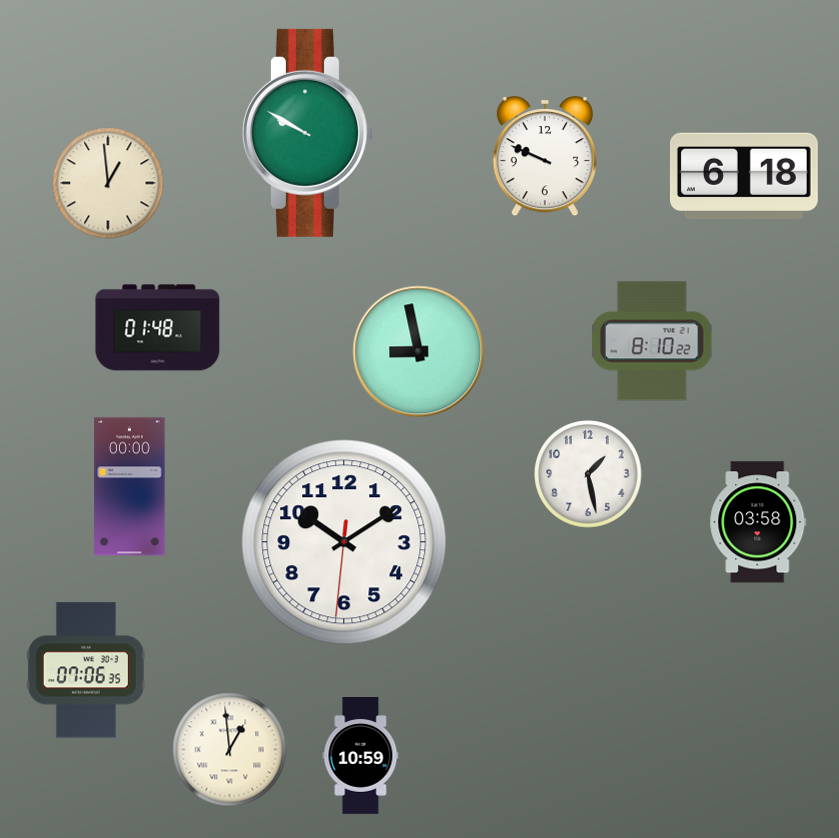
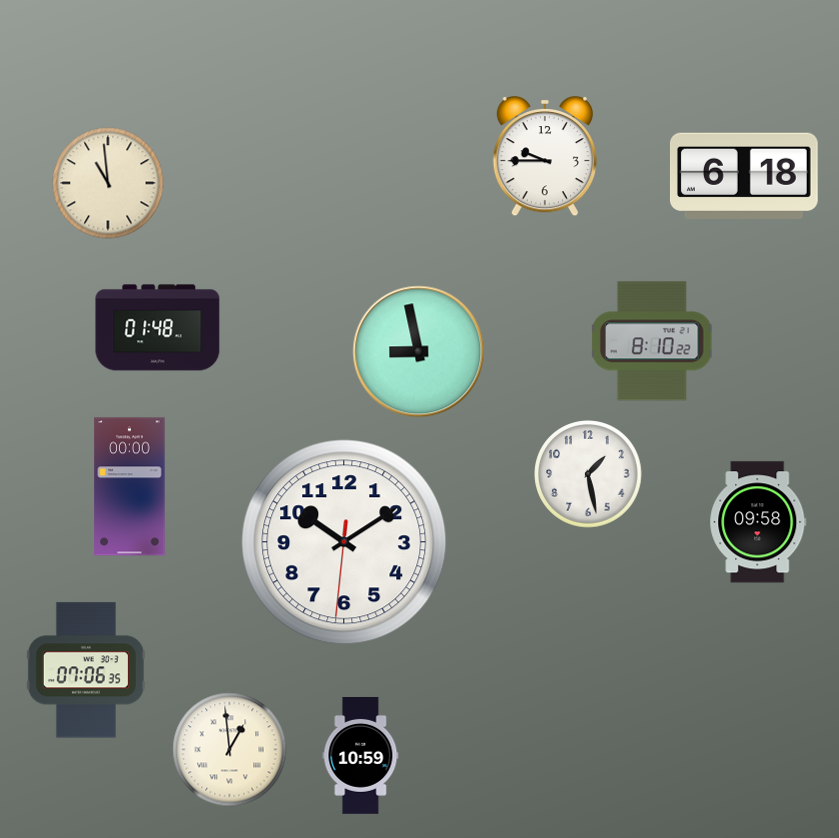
clock at (308, 133): 9:50 -> none
clock at (545, 156): 9:49 -> 9:45
clock at (108, 183): 12:59 -> 10:59
clock at (758, 522): 03:58 -> 09:58
